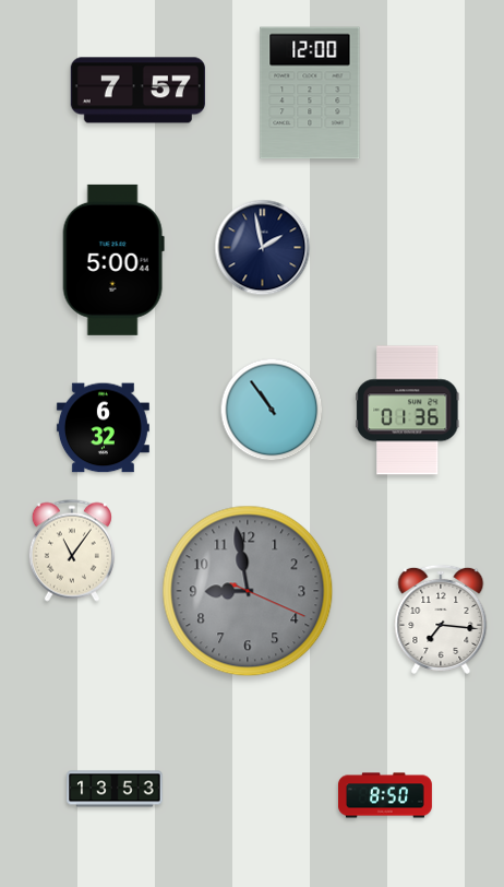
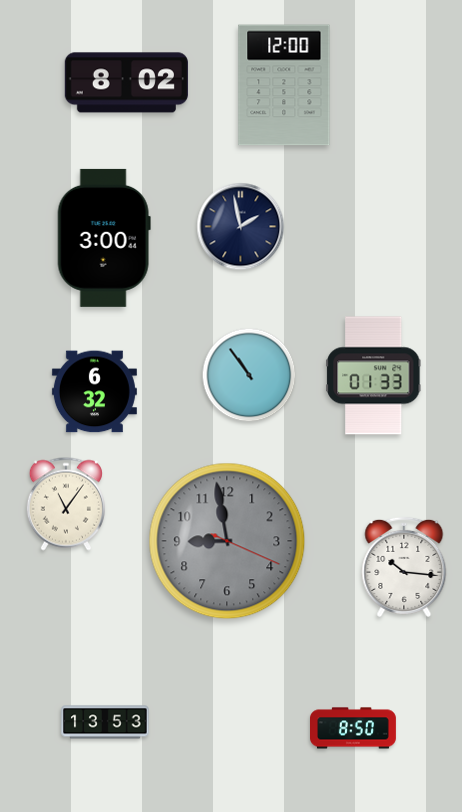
clock at (137, 91): 7:57 -> 8:02
clock at (113, 260): 5:00 -> 3:00
clock at (408, 411): 01:36 -> 01:33
clock at (441, 619): 7:16 -> 10:16
